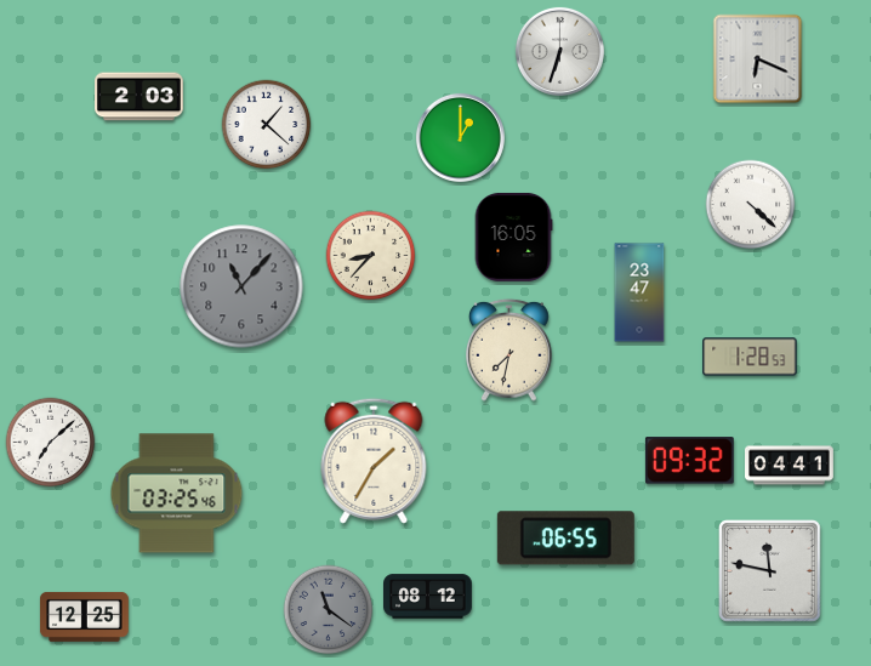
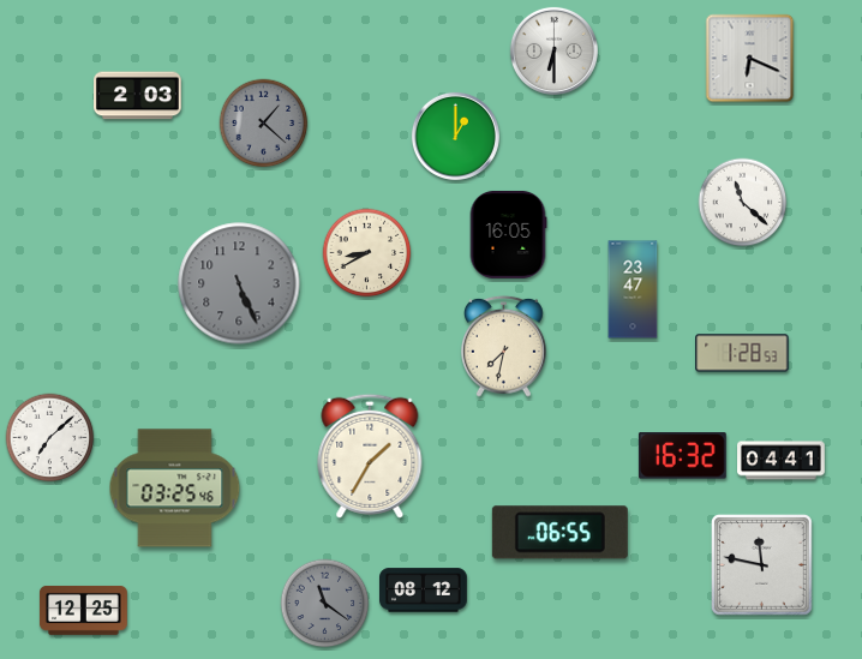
clock at (559, 51): 6:33 -> 6:30
clock at (267, 125) dial: white -> grey
clock at (751, 205): 4:22 -> 11:22
clock at (371, 256): 8:37 -> 8:40
clock at (241, 286): 11:07 -> 5:26
clock at (689, 461): 09:32 -> 16:32
